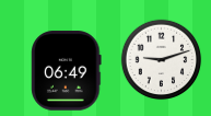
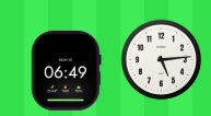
clock at (162, 60): 9:12 -> 5:14
